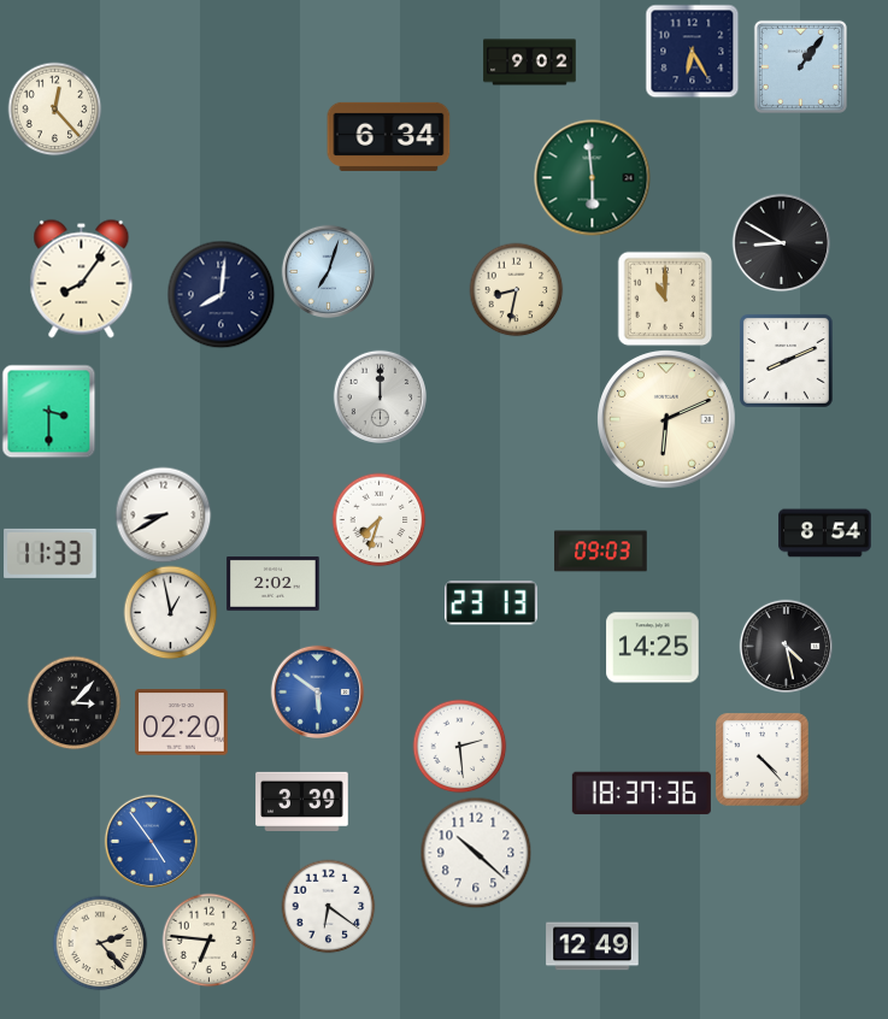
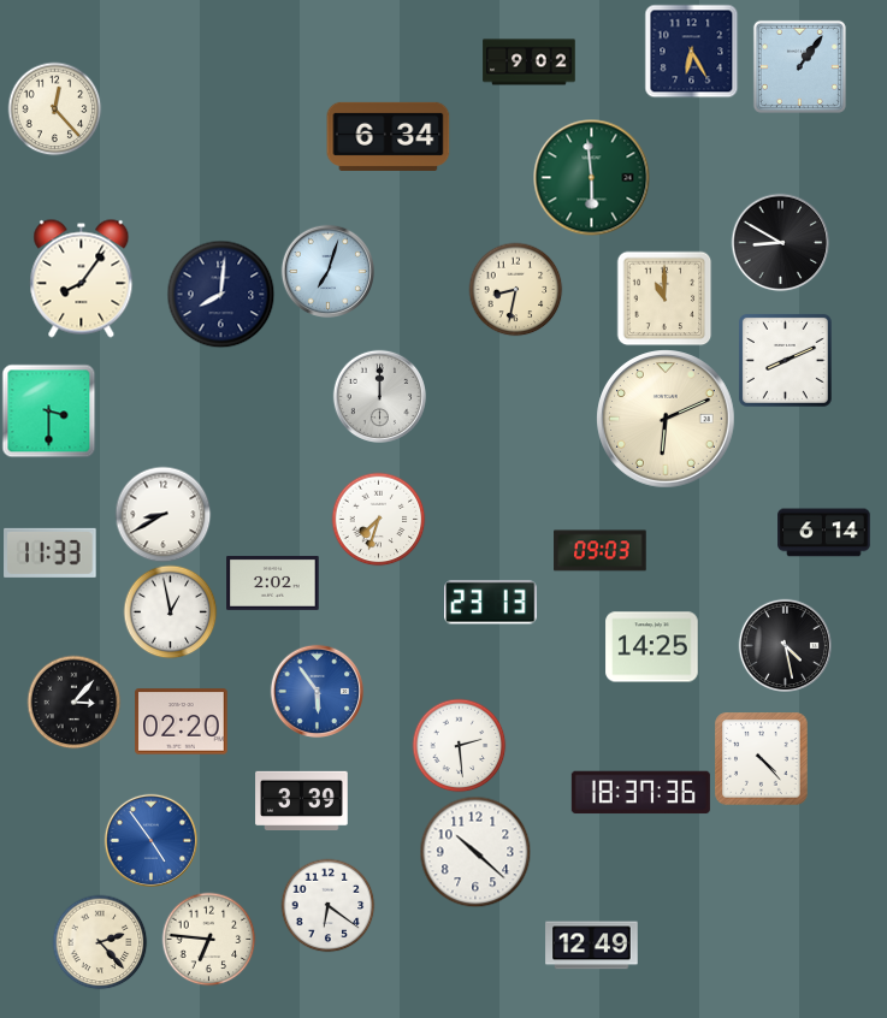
clock at (825, 534): 8:54 -> 6:14
clock at (317, 691): 5:51 -> 5:54
